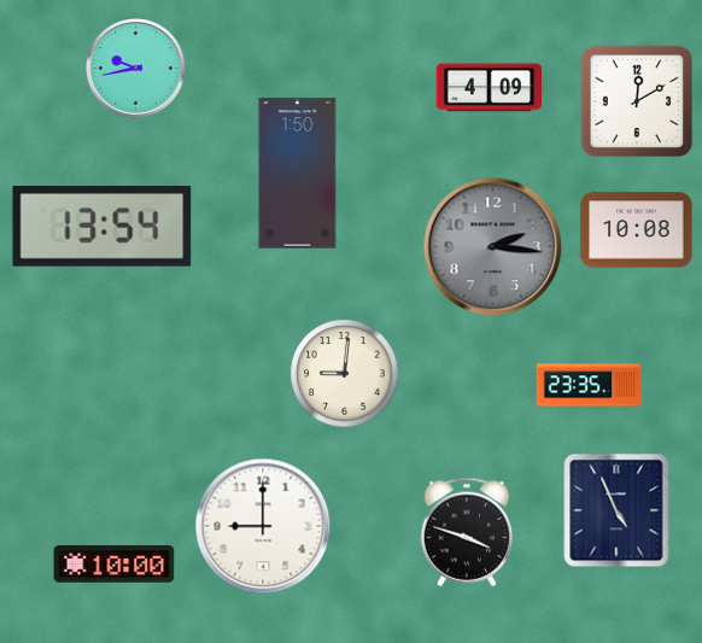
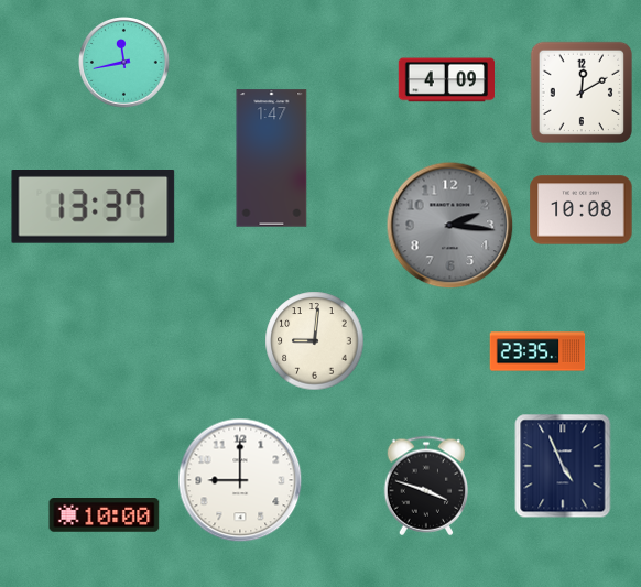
clock at (136, 69): 9:43 -> 11:43
clock at (298, 174): 1:50 -> 1:47
clock at (103, 227): 13:54 -> 13:37
